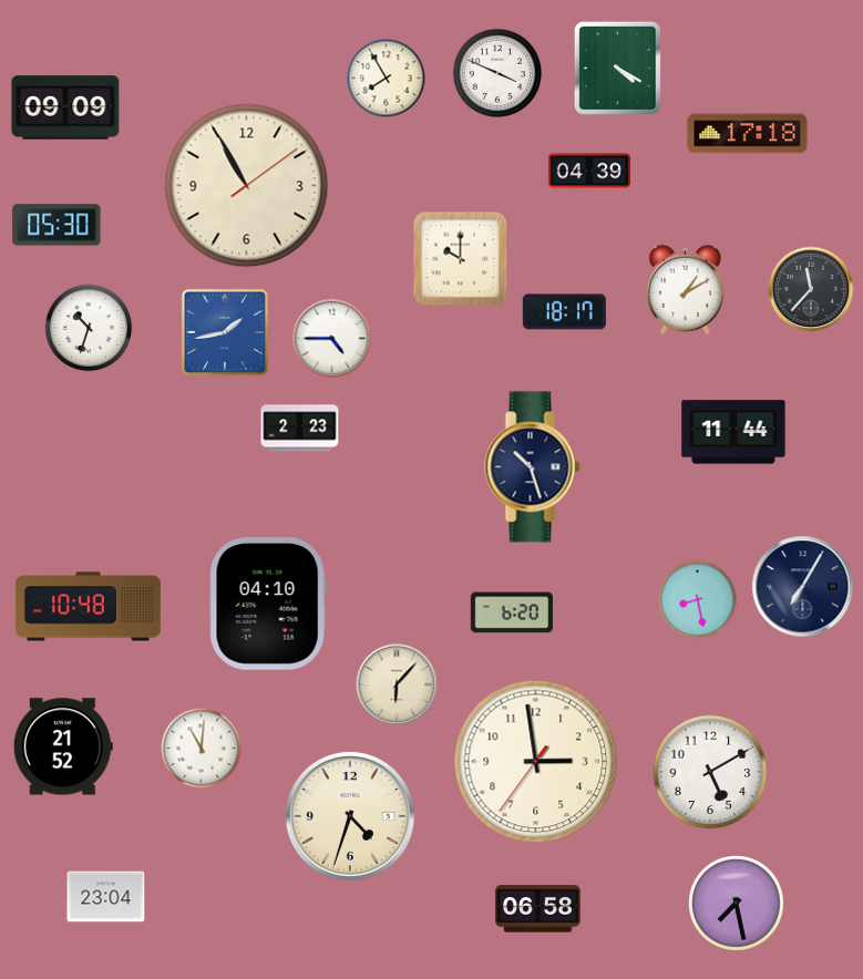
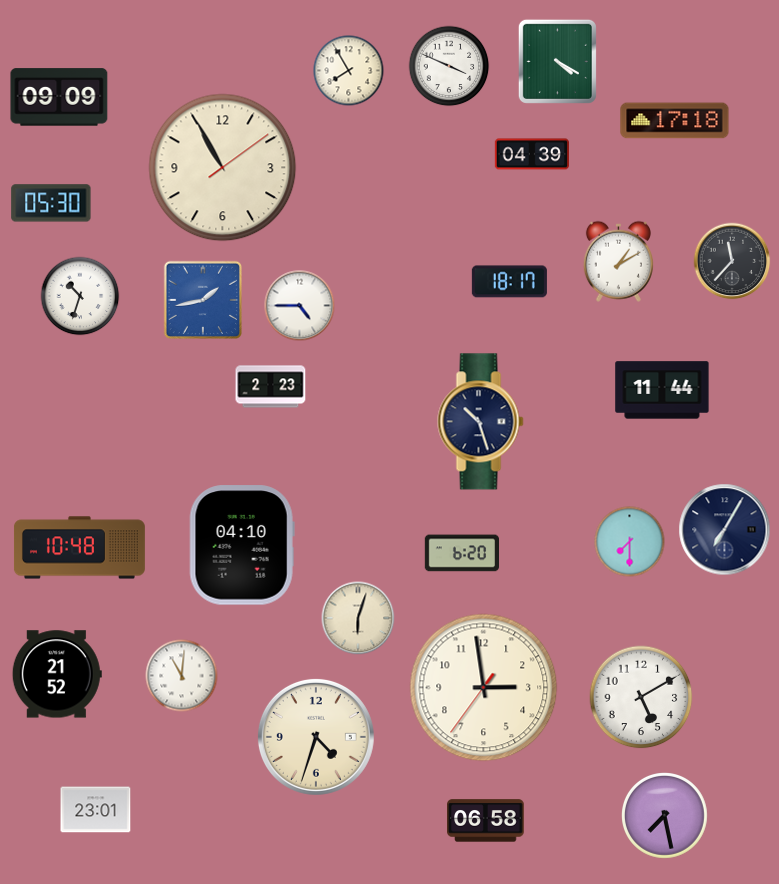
clock at (461, 259): 10:00 -> none
clock at (698, 600): 8:28 -> 7:30
clock at (397, 684): 6:07 -> 6:03
clock at (106, 897): 23:04 -> 23:01
